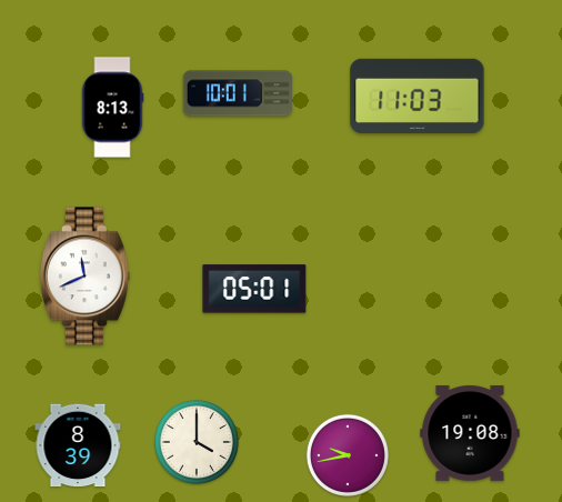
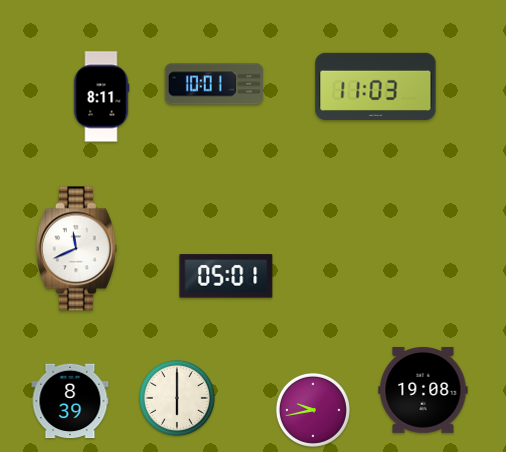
clock at (112, 108): 8:13 -> 8:11
clock at (254, 289) position: (254, 289) -> (226, 276)
clock at (197, 442): 4:00 -> 6:00
